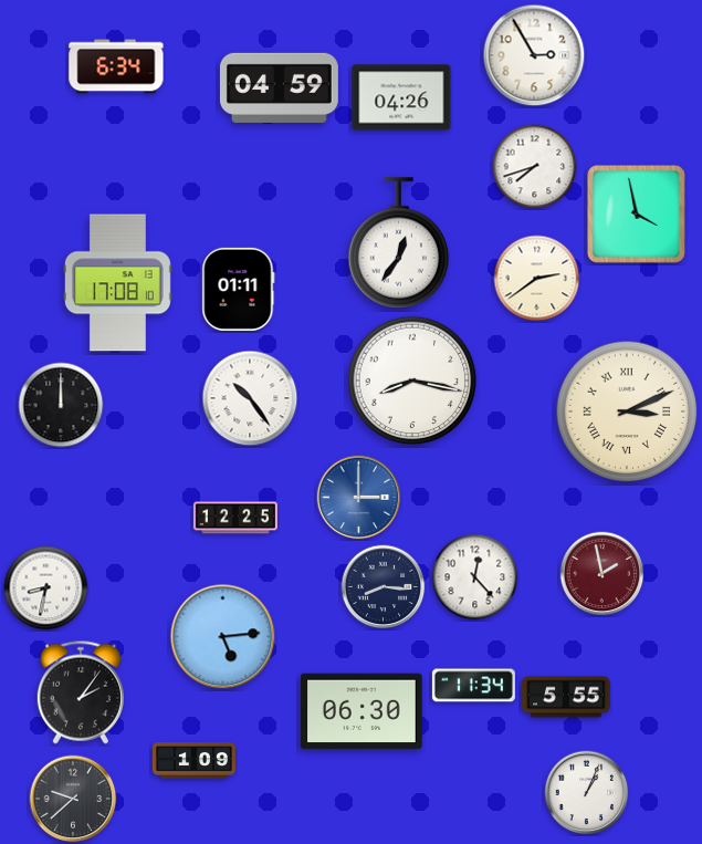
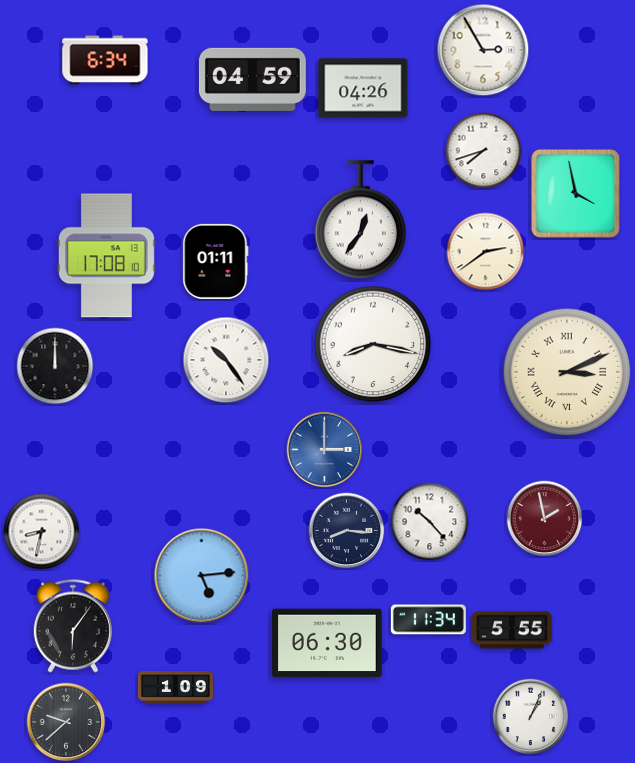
clock at (235, 518): 12:25 -> none
clock at (475, 577): 12:23 -> 10:23
clock at (81, 692): 2:06 -> 6:06
